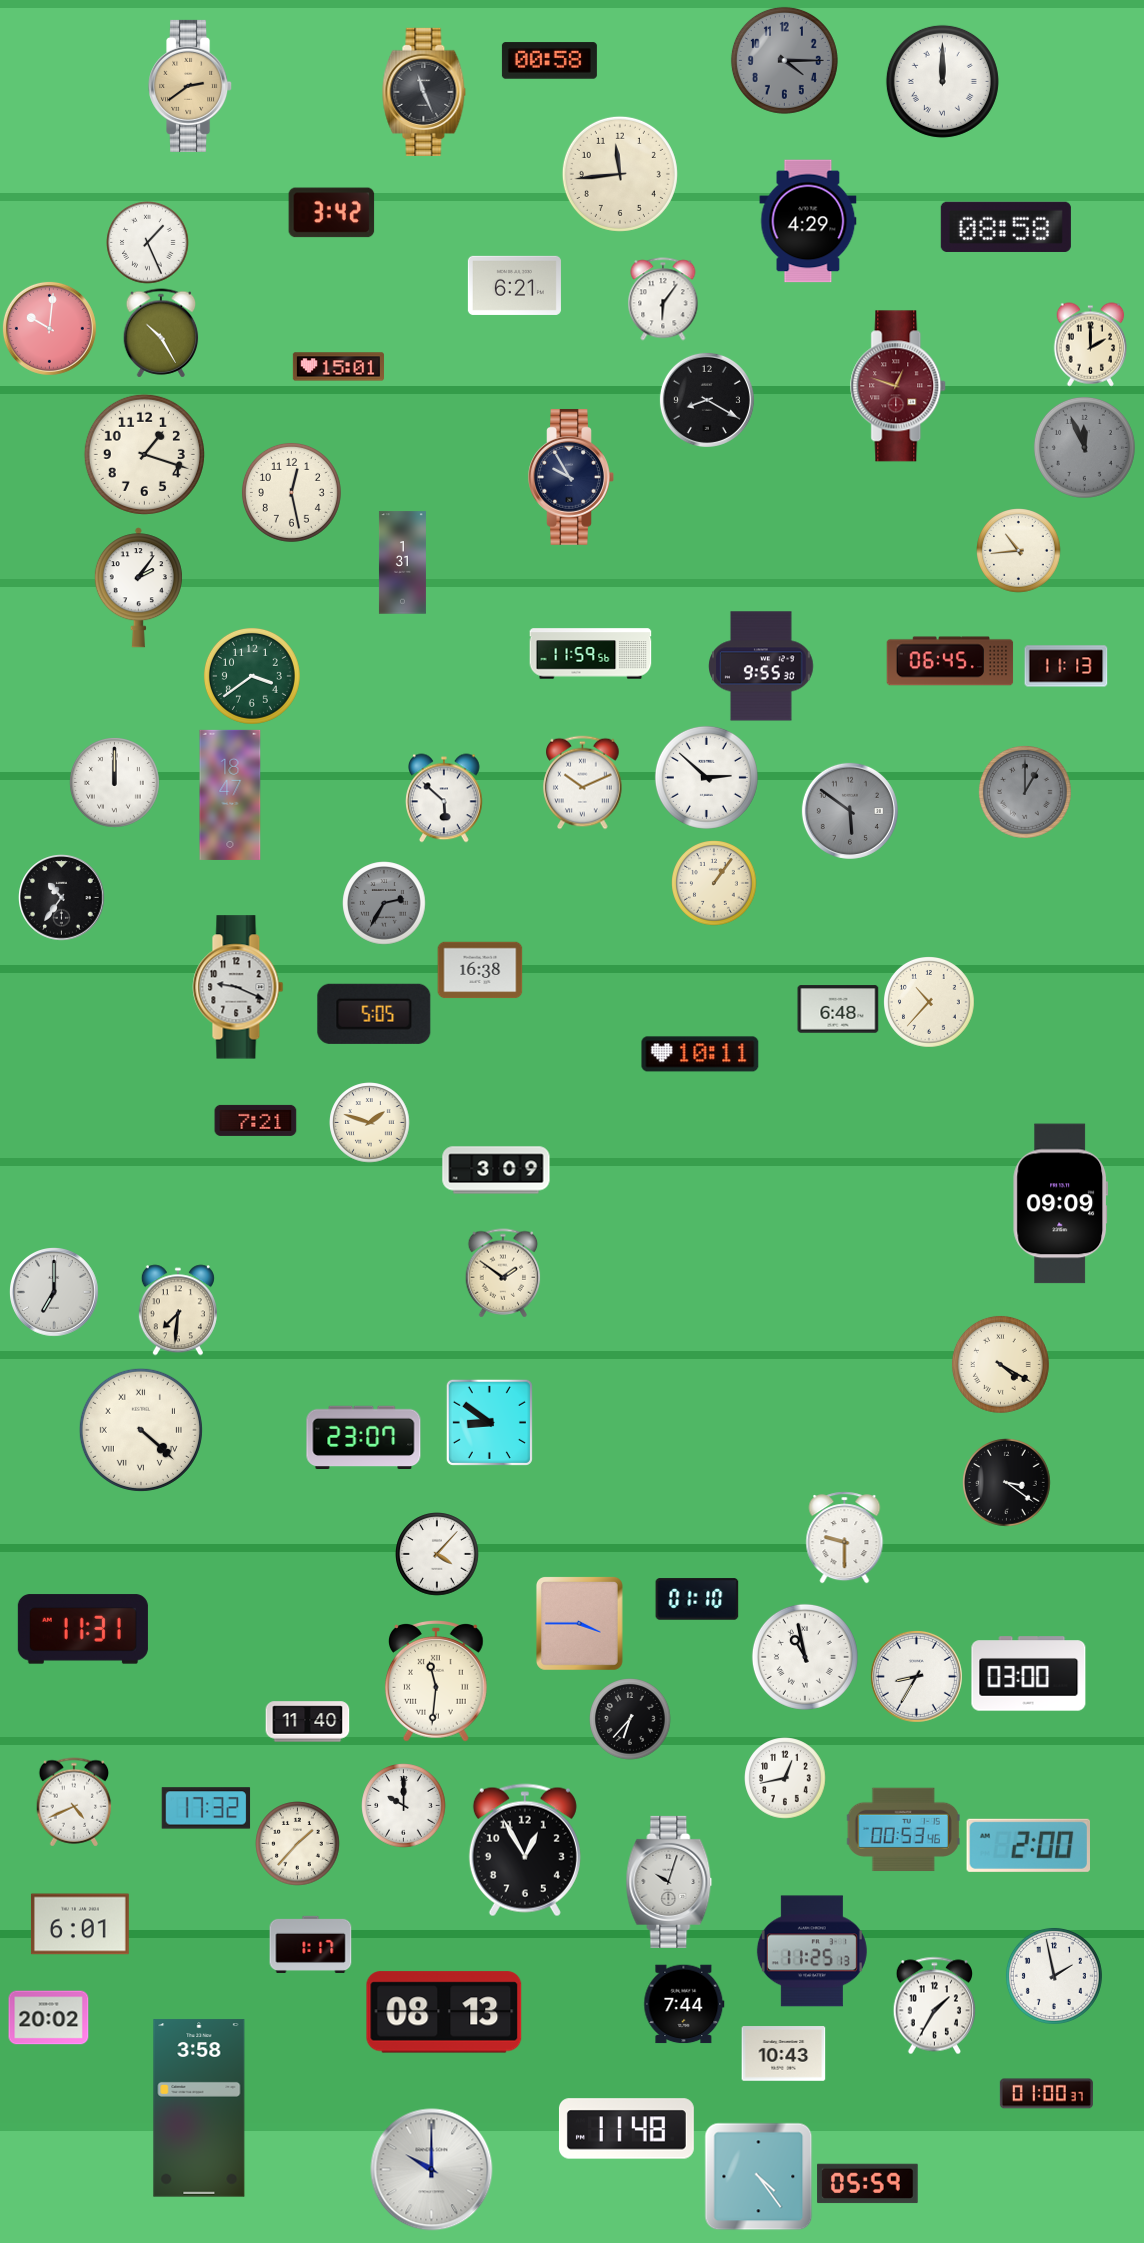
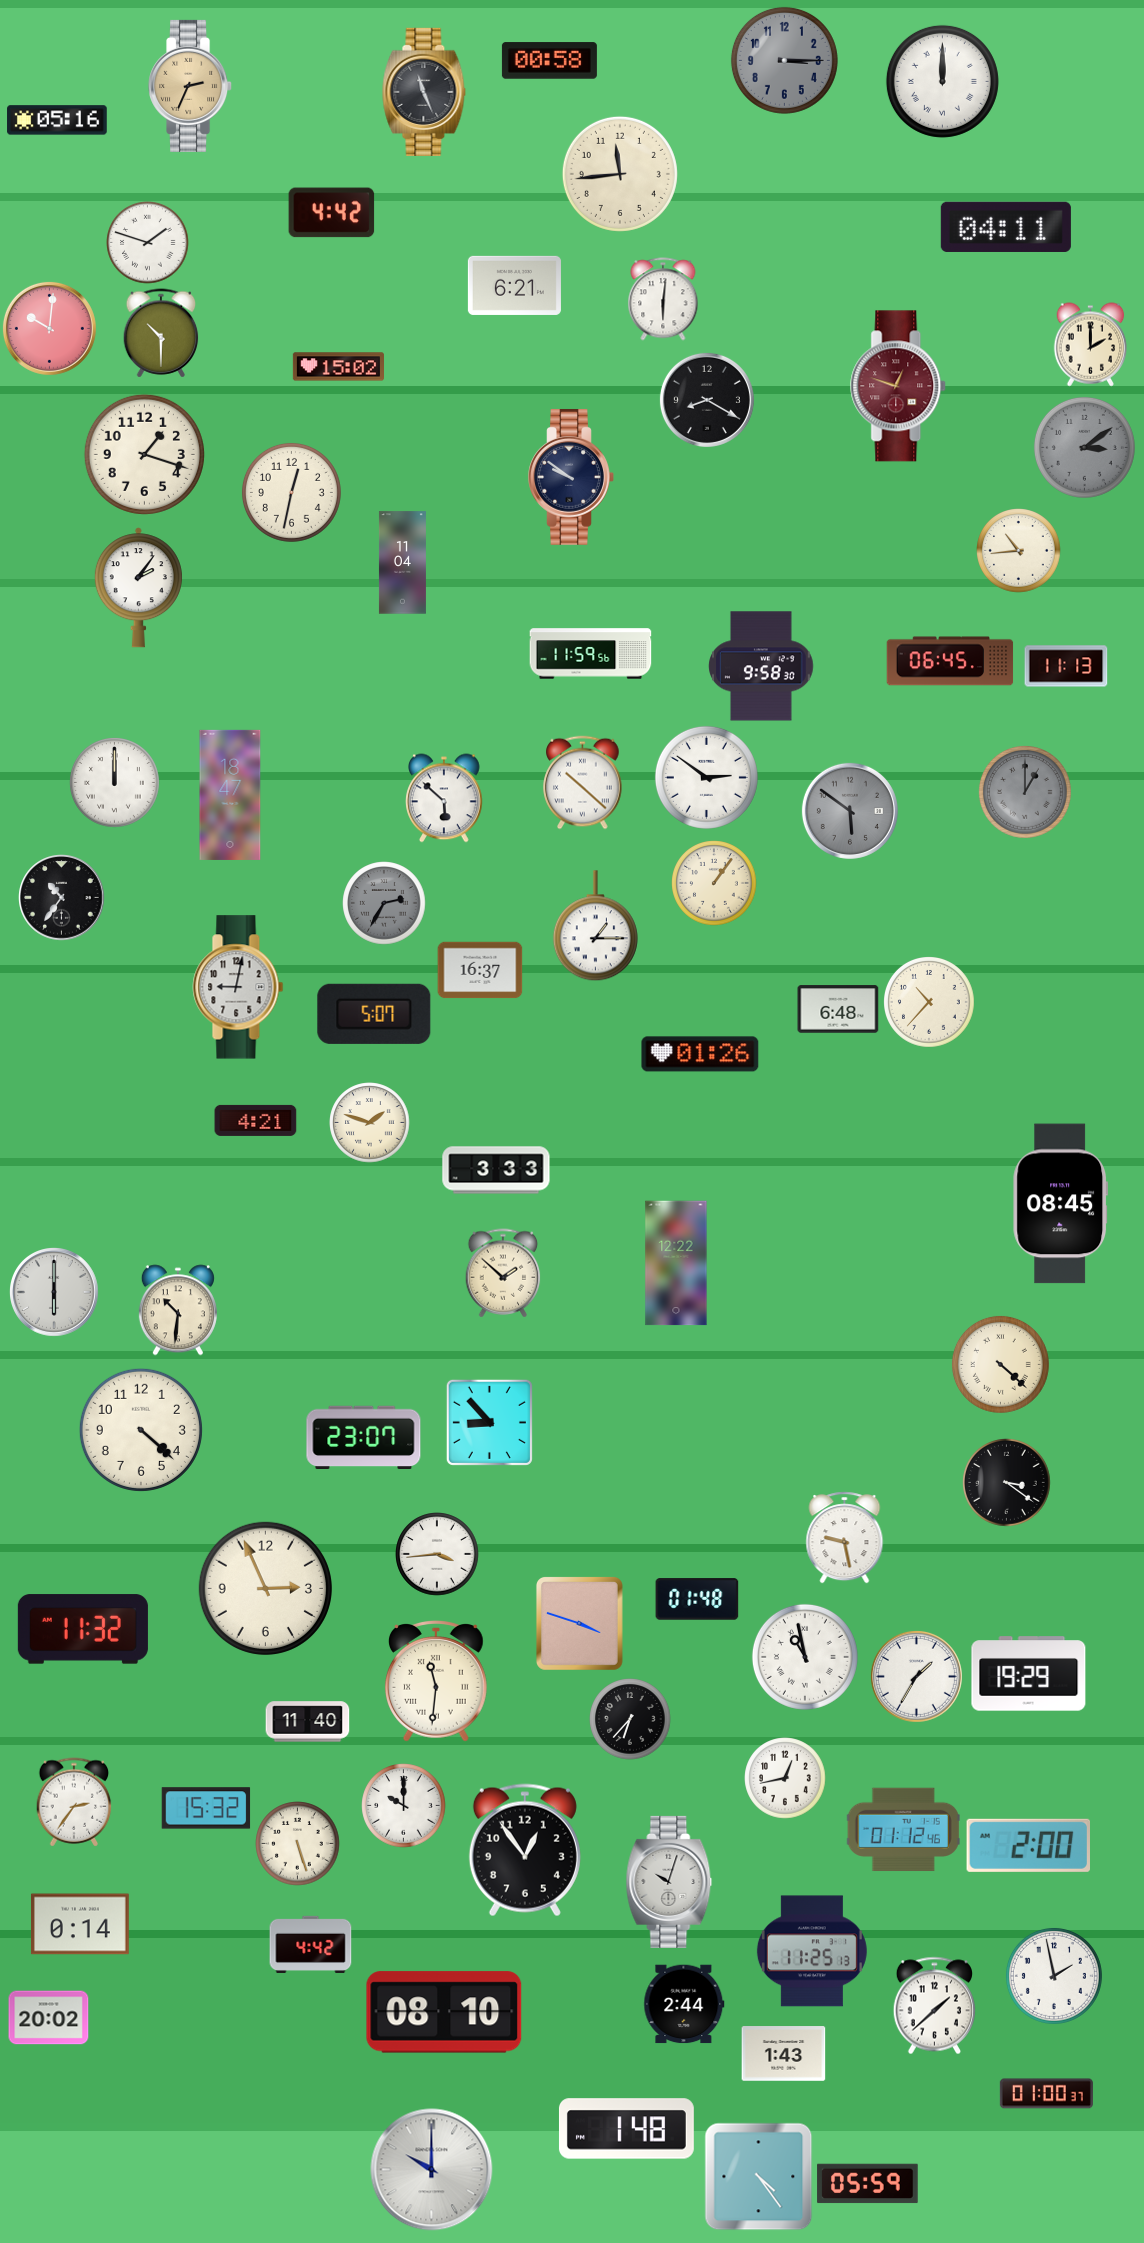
clock at (784, 60): 4:15 -> 3:15
clock at (191, 86): 2:39 -> 2:34
clock at (57, 120): none -> 05:16
clock at (332, 213): 3:42 -> 4:42
clock at (808, 221): 4:29 -> none
clock at (1006, 227): 08:58 -> 04:11
clock at (148, 243): 1:26 -> 1:48
clock at (663, 299): 6:06 -> 6:01
clock at (161, 333): 10:25 -> 10:30
clock at (338, 367): 15:01 -> 15:02
clock at (1084, 447): 11:56 -> 3:09
clock at (571, 477): 9:55 -> 9:51
clock at (291, 492): 12:28 -> 12:32
clock at (402, 563): 1:31 -> 11:04
clock at (761, 666): 9:55 -> 9:58
clock at (252, 676): 3:39 -> none
clock at (706, 777): 2:52 -> 2:51
clock at (583, 783): 10:11 -> 10:22
clock at (595, 926): none -> 1:15
clock at (480, 970): 16:38 -> 16:37
clock at (238, 987): 9:19 -> 9:02
clock at (374, 1014): 5:05 -> 5:07
clock at (700, 1054): 10:11 -> 01:26
clock at (256, 1120): 7:21 -> 4:21
clock at (496, 1170): 3:09 -> 3:33
clock at (1061, 1204): 09:09 -> 08:45
clock at (676, 1263): none -> 12:22
clock at (503, 1273): 1:51 -> 1:52
clock at (55, 1293): 7:00 -> 6:00
clock at (178, 1310): 7:31 -> 10:31
clock at (1000, 1364): 4:20 -> 4:22
clock at (489, 1422): 8:51 -> 8:53
clock at (141, 1430) numerals: Roman -> Arabic
clock at (845, 1538): 9:30 -> 9:28
clock at (437, 1554): 4:07 -> 3:44
clock at (265, 1588): none -> 2:56
clock at (697, 1599): 01:10 -> 01:48
clock at (579, 1623): 3:45 -> 3:48
clock at (83, 1629): 11:31 -> 11:32
clock at (1029, 1674): 03:00 -> 19:29
clock at (916, 1676): 8:35 -> 1:35
clock at (74, 1802): 4:41 -> 2:36
clock at (206, 1808): 17:32 -> 15:32
clock at (903, 1830): 00:53 -> 01:12
clock at (298, 1844): 1:37 -> 5:27
clock at (525, 1850): 12:55 -> 12:54
clock at (80, 1924): 6:01 -> 0:14
clock at (311, 1944): 1:17 -> 4:42
clock at (684, 2004): 7:44 -> 2:44
clock at (934, 2006): 1:35 -> 1:38
clock at (444, 2012): 08:13 -> 08:10
clock at (784, 2054): 10:43 -> 1:43
clock at (199, 2108): 3:58 -> none
clock at (626, 2129): 11:48 -> 1:48
